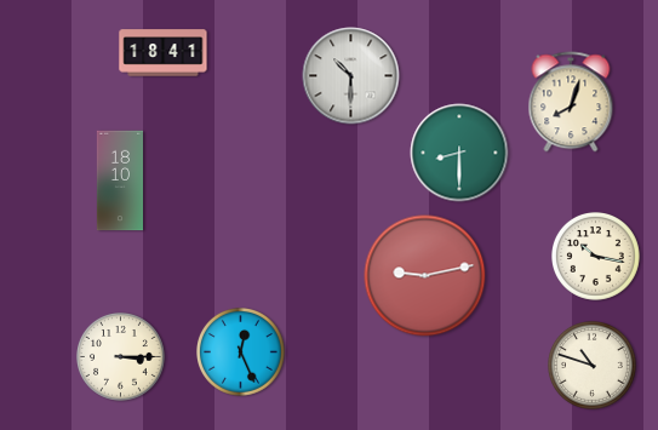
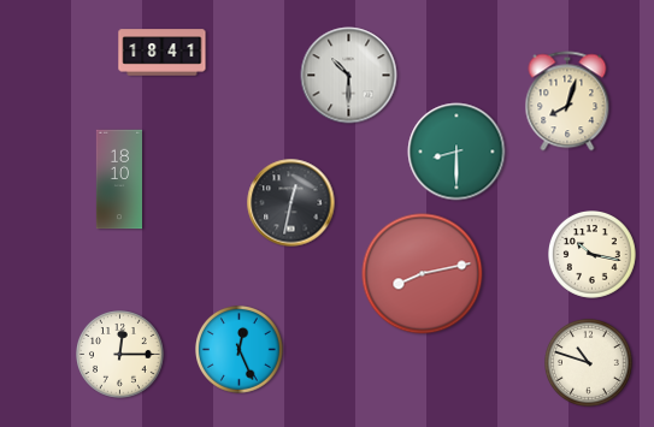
clock at (291, 203): none -> 12:32
clock at (425, 276): 9:13 -> 8:13
clock at (121, 357): 3:15 -> 12:15
